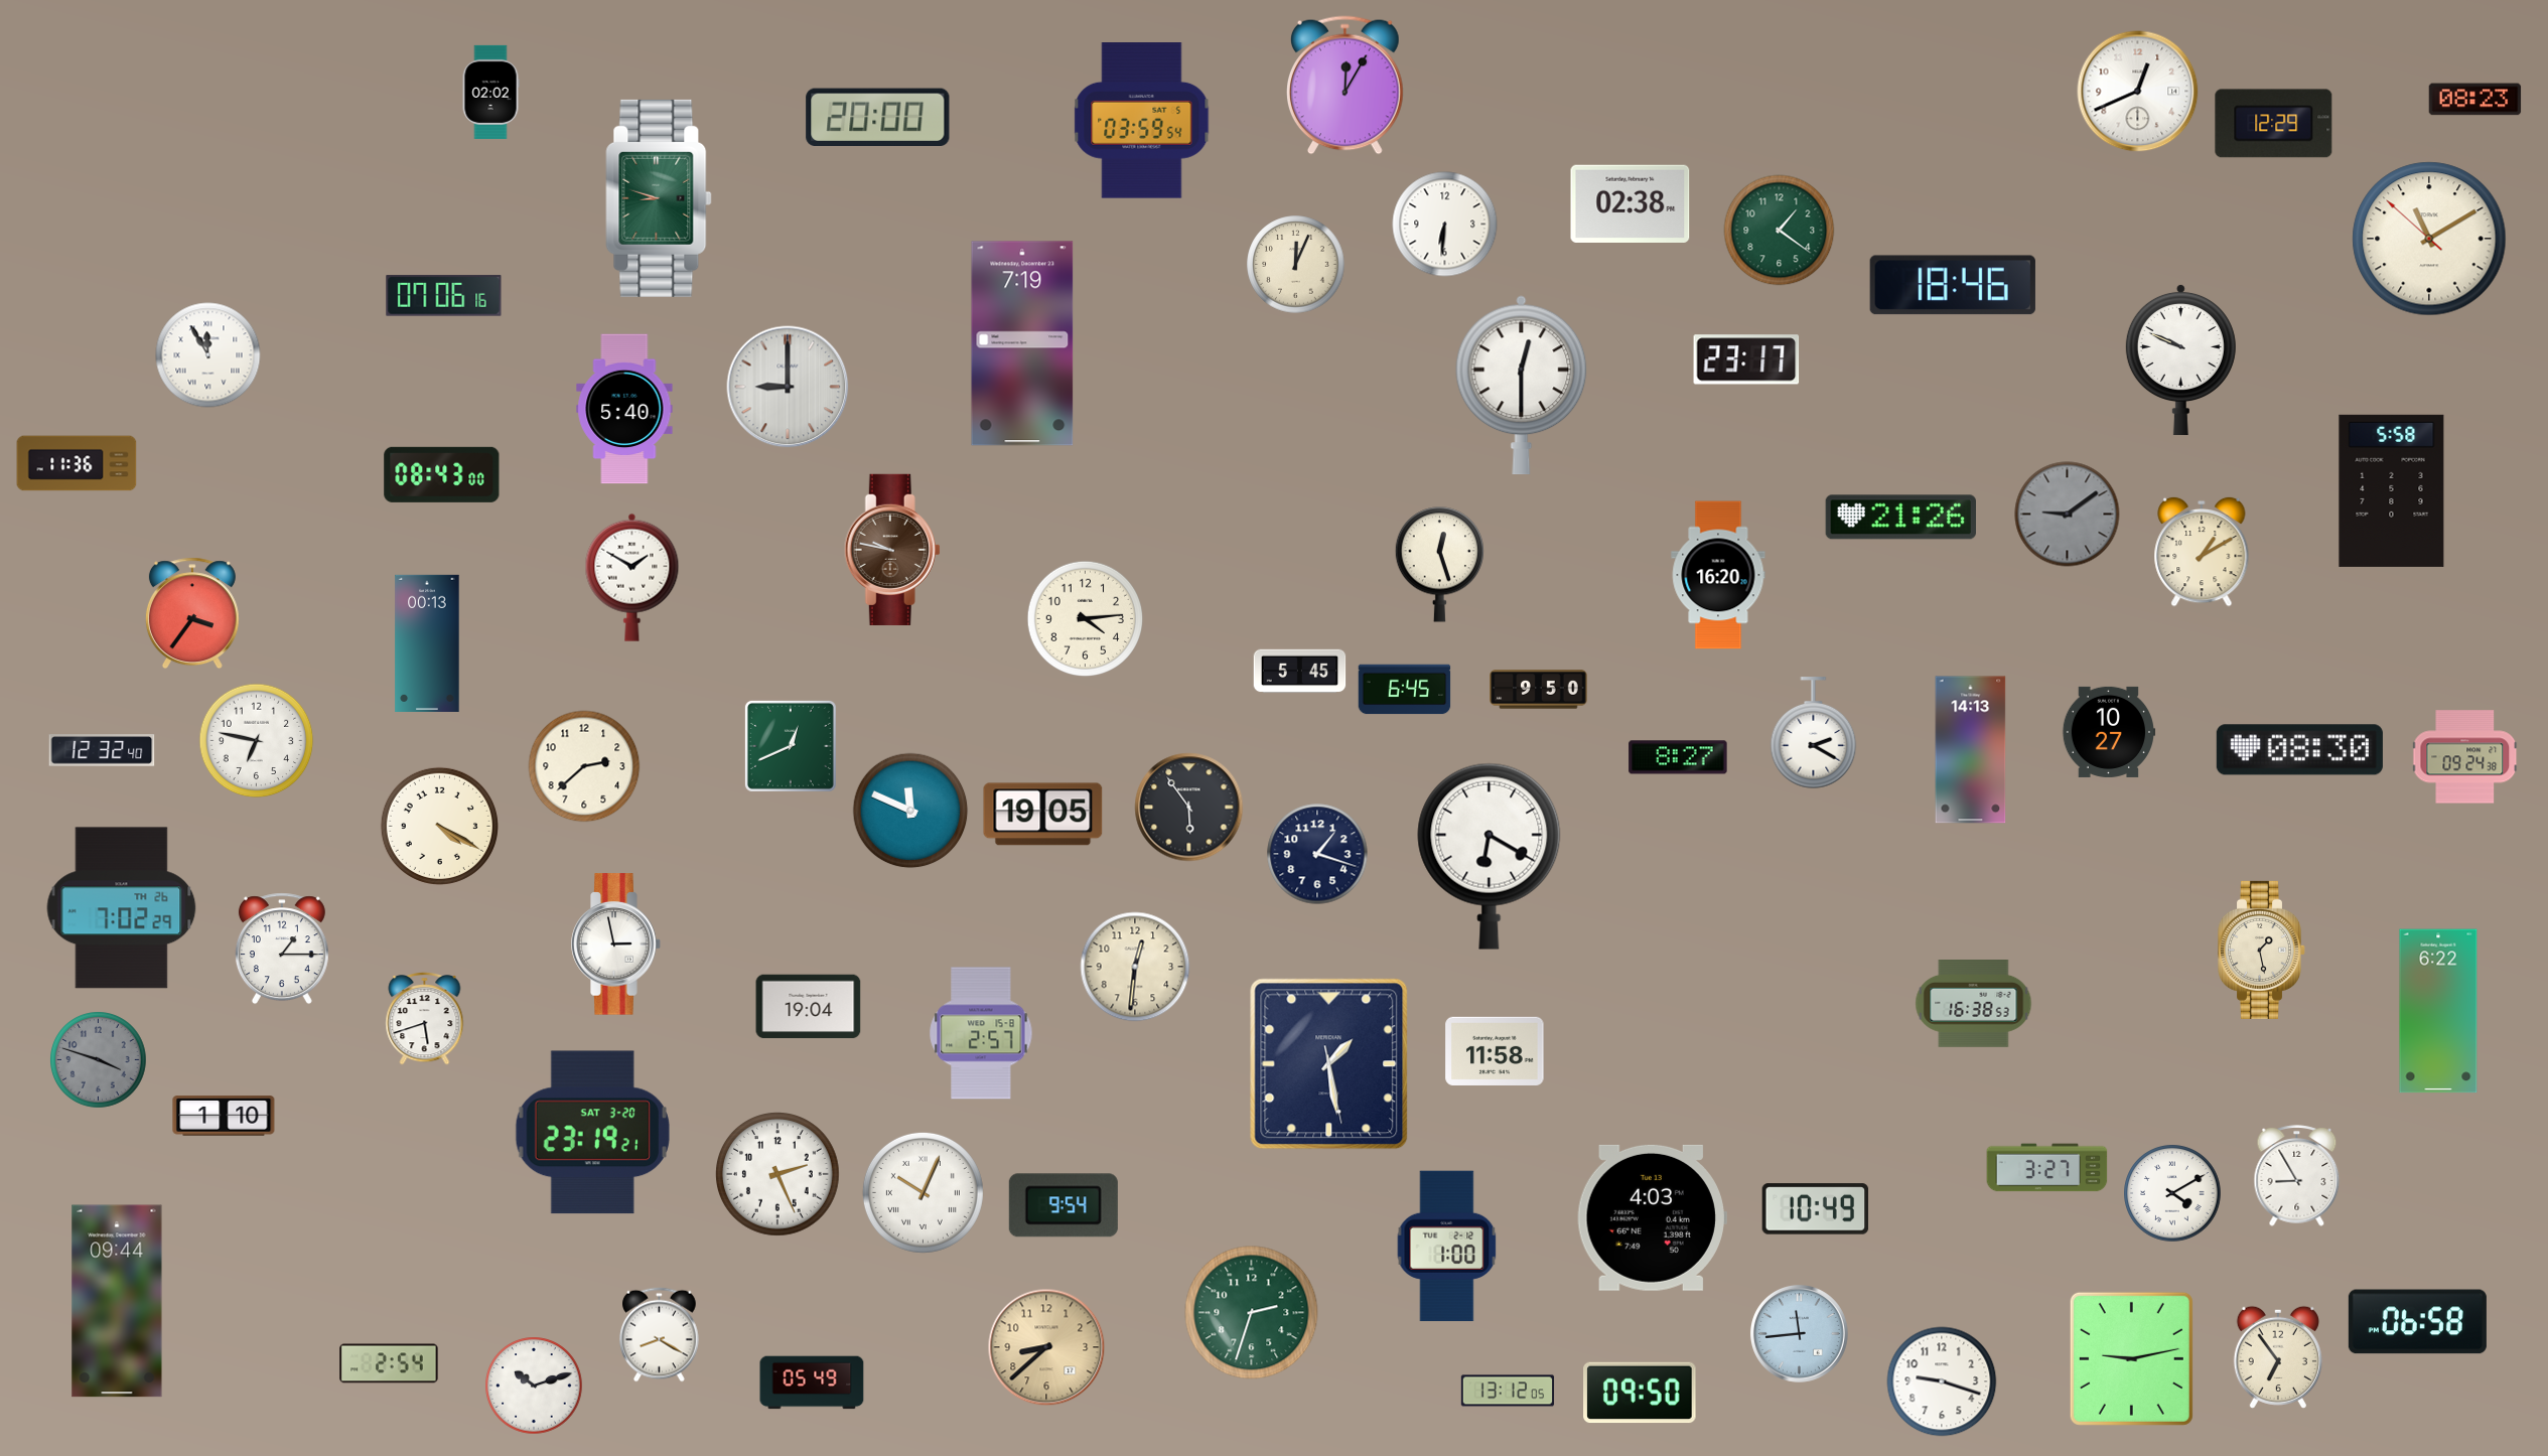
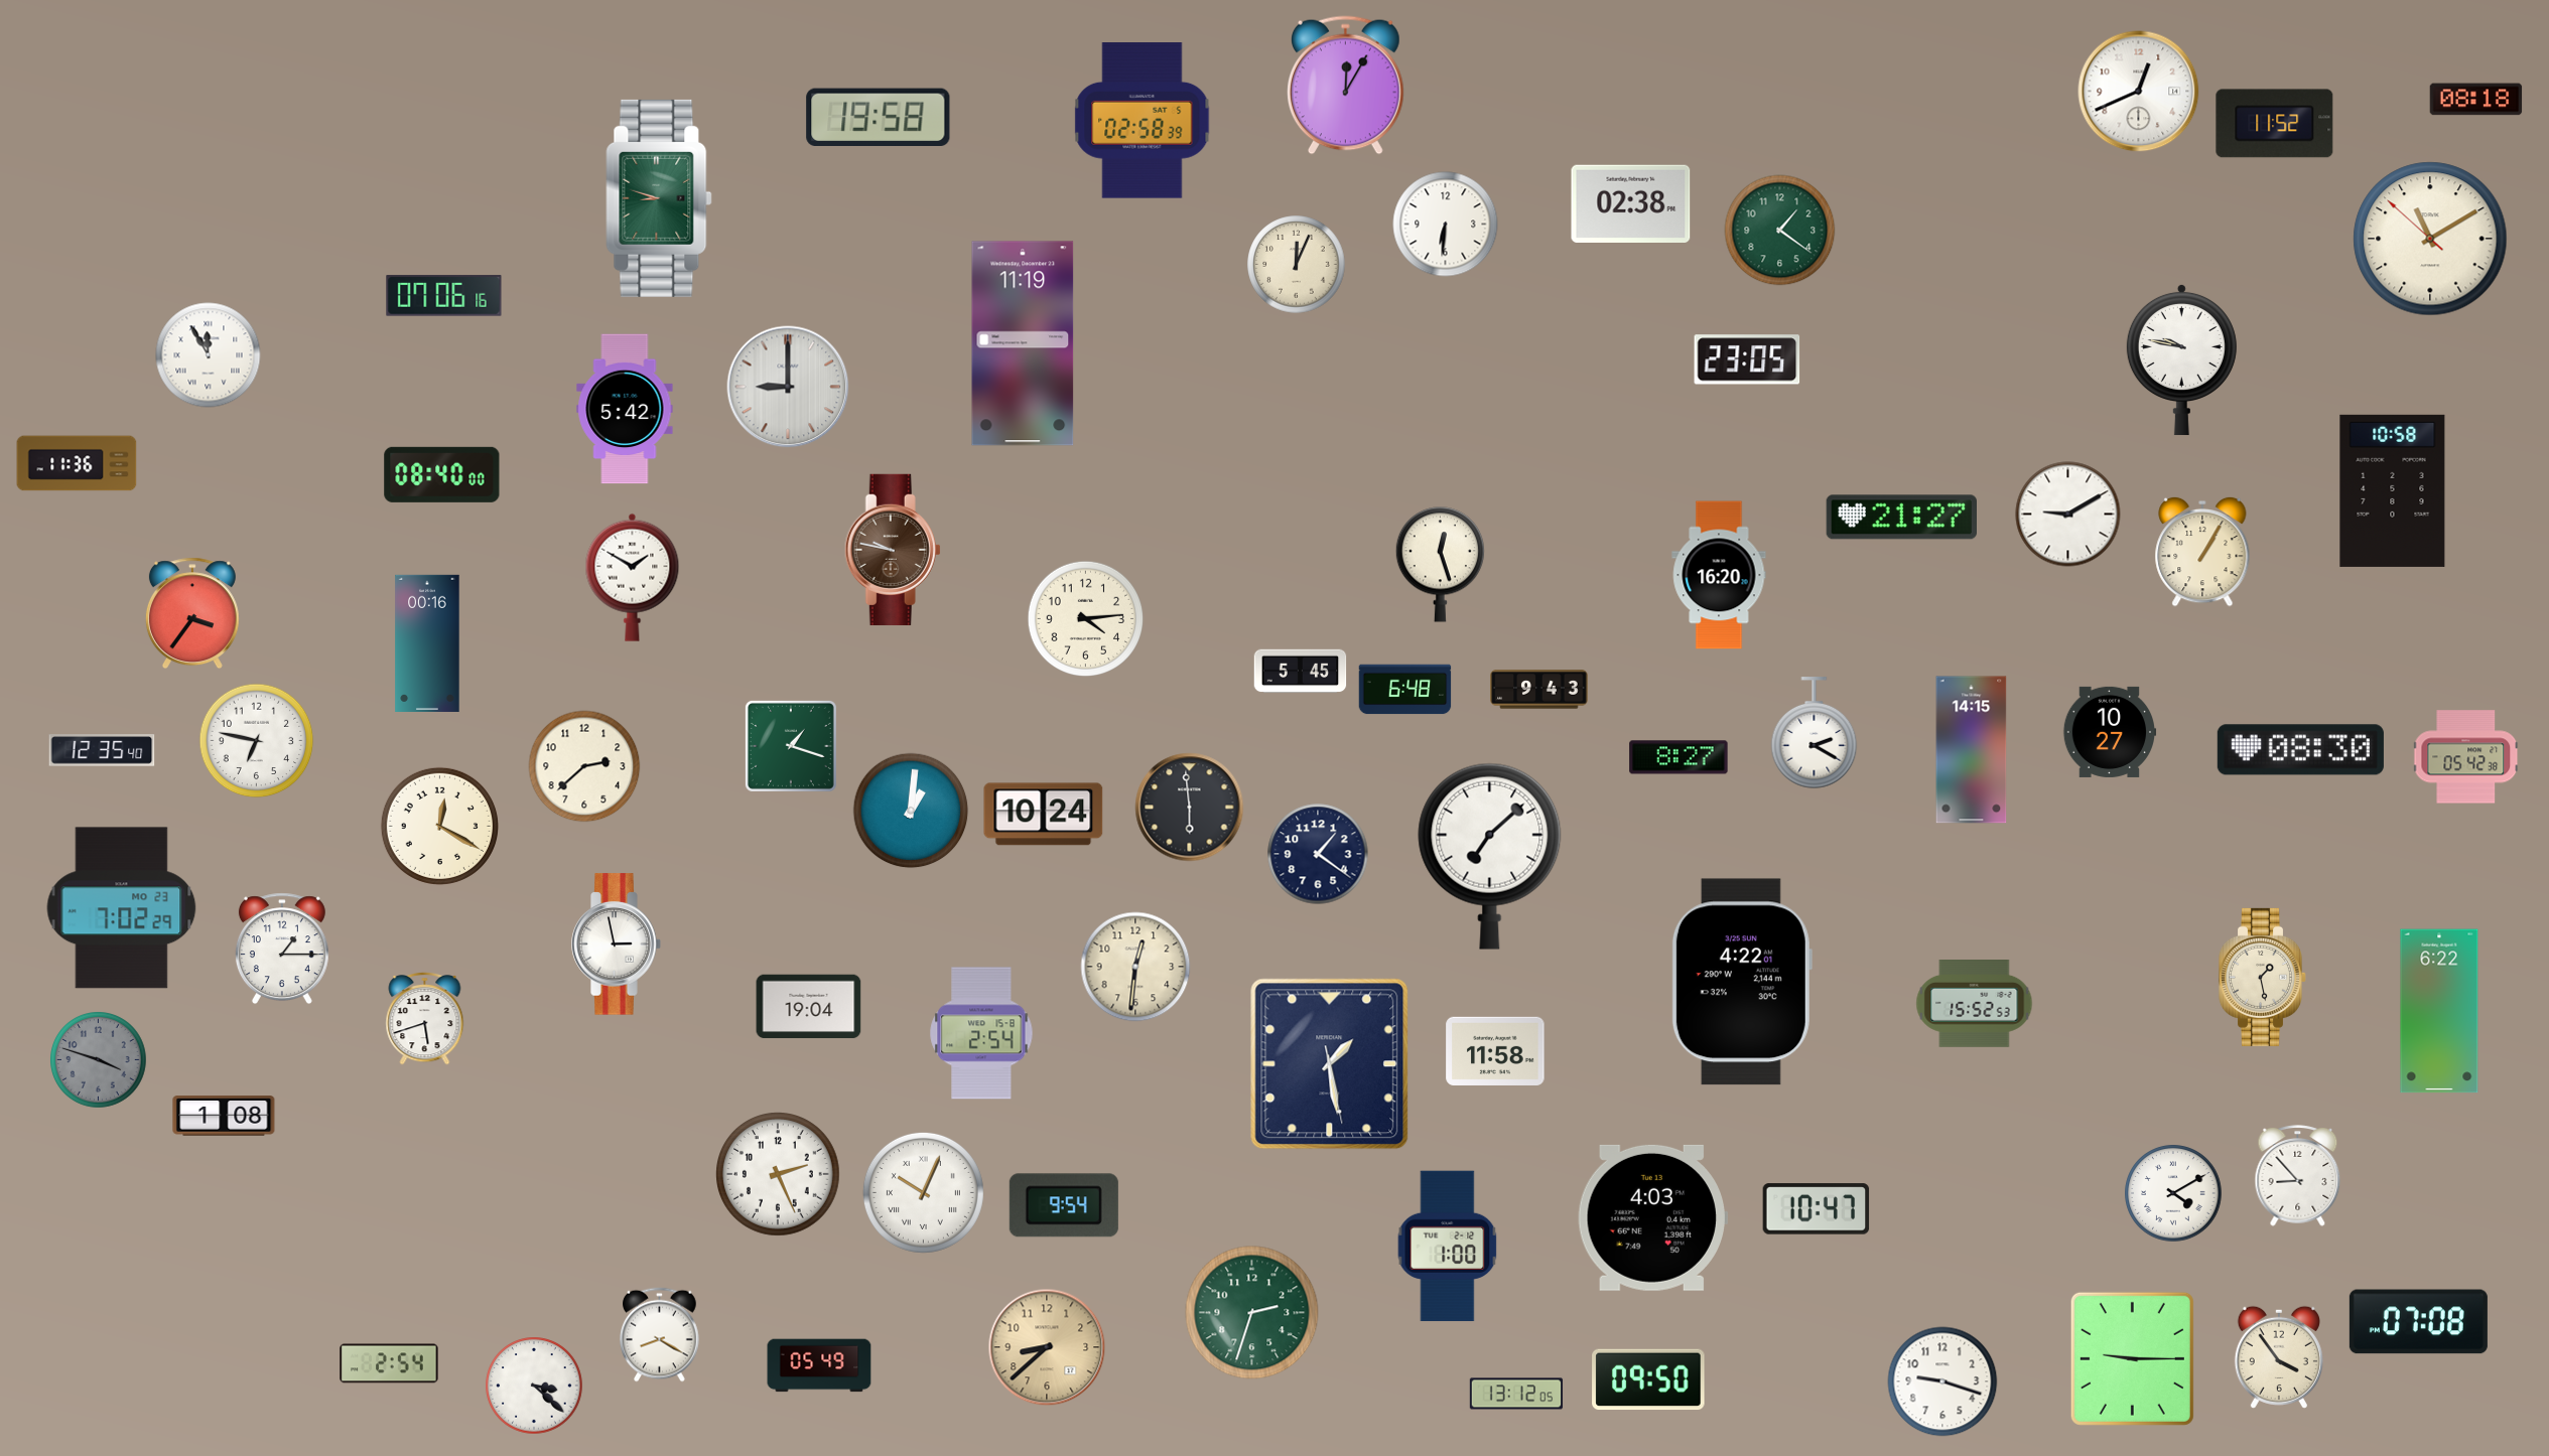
clock at (490, 92): 02:02 -> none
clock at (2475, 100): 08:23 -> 08:18
clock at (878, 117): 20:00 -> 19:58
clock at (1142, 121): 03:59 -> 02:58
clock at (2274, 124): 12:29 -> 11:52
clock at (1953, 285): 18:46 -> none
clock at (1022, 343): 7:19 -> 11:19
clock at (1746, 359): 23:17 -> 23:05
clock at (2180, 359): 9:49 -> 9:47
clock at (1522, 386): 12:30 -> none
clock at (624, 409): 5:40 -> 5:42
clock at (442, 474): 08:43 -> 08:40
clock at (2392, 490): 5:58 -> 10:58
clock at (2068, 515): 9:09 -> 9:10
clock at (2068, 515) dial: grey -> white
clock at (1900, 518): 21:26 -> 21:27
clock at (2202, 552): 1:10 -> 1:05
clock at (427, 643): 00:13 -> 00:16
clock at (1405, 690): 6:45 -> 6:48
clock at (1539, 690): 9:50 -> 9:43
clock at (791, 746): 12:41 -> 1:18
clock at (102, 750): 12:32 -> 12:35
clock at (1971, 750): 14:13 -> 14:15
clock at (2465, 757): 09:24 -> 05:42
clock at (1189, 808): 5:54 -> 5:59
clock at (910, 811): 11:49 -> 1:01
clock at (1043, 815): 19:05 -> 10:24
clock at (439, 826): 4:20 -> 12:20
clock at (1317, 854): 1:18 -> 1:21
clock at (1490, 856): 6:20 -> 7:08
clock at (122, 908) date: TH 26 -> MO 23
clock at (2261, 950) position: (2261, 950) -> (2262, 977)
clock at (1742, 982): none -> 4:22
clock at (1974, 1004): 16:38 -> 15:52
clock at (981, 1033): 2:57 -> 2:54
clock at (224, 1116): 1:10 -> 1:08
clock at (592, 1133): 23:19 -> none
clock at (2047, 1168): 3:27 -> none
clock at (2297, 1176): 8:55 -> 8:53
clock at (1816, 1209): 10:49 -> 10:47
clock at (117, 1301): 09:44 -> none
clock at (2417, 1322): 06:58 -> 07:08
clock at (1800, 1334): 11:44 -> none
clock at (2278, 1357): 6:54 -> 3:54
clock at (2131, 1358): 9:13 -> 9:15
clock at (812, 1382) position: (812, 1382) -> (819, 1365)
clock at (534, 1386): 10:12 -> 3:22
clock at (1508, 1391) position: (1508, 1391) -> (1516, 1394)
clock at (1640, 1393) position: (1640, 1393) -> (1648, 1379)
